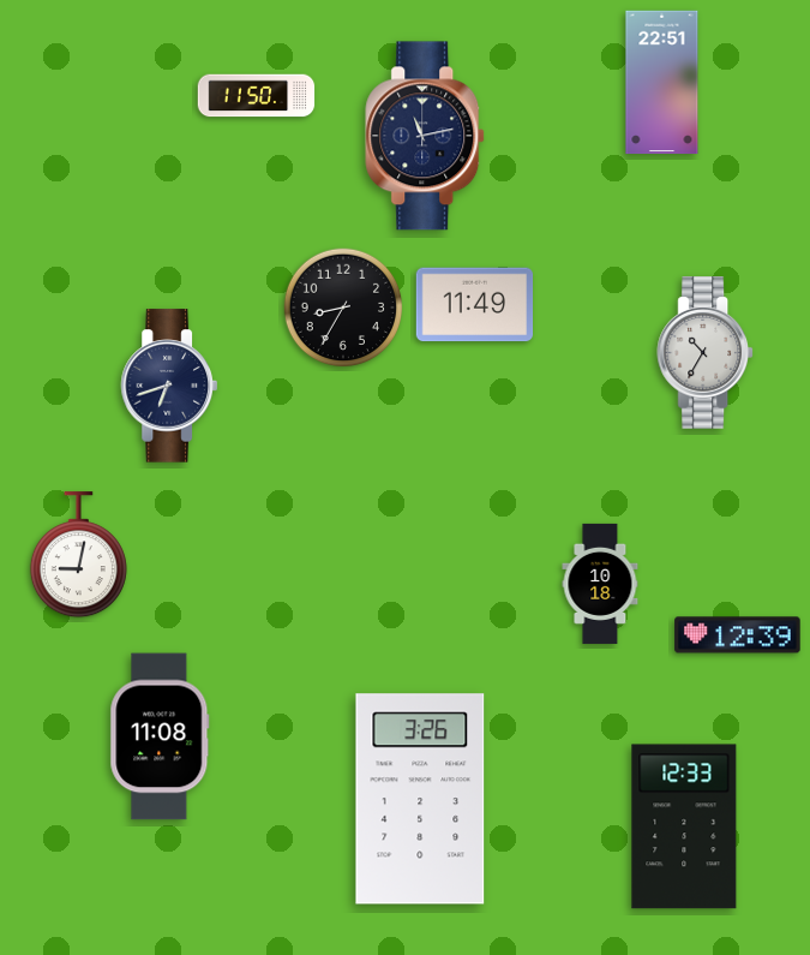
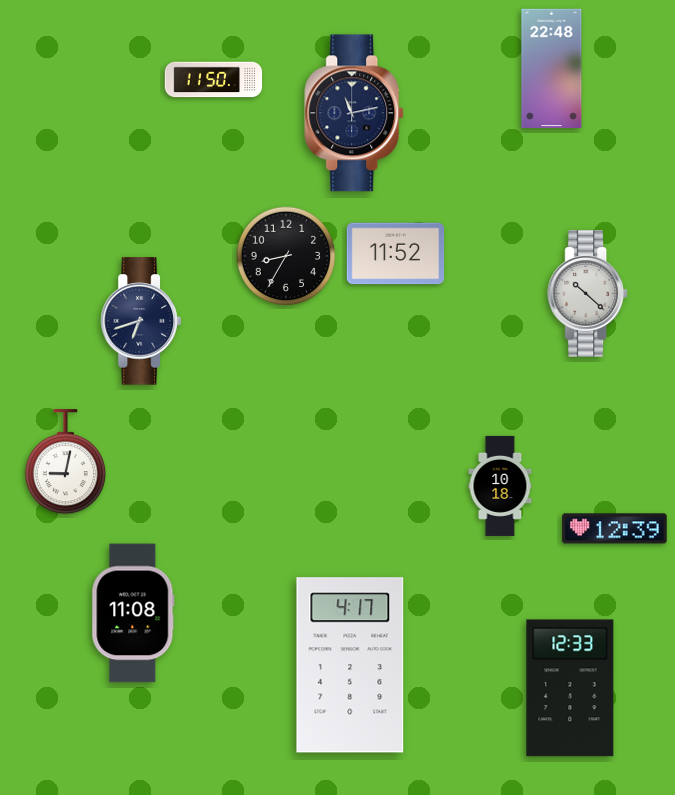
clock at (662, 83): 22:51 -> 22:48
clock at (475, 305): 11:49 -> 11:52
clock at (704, 353): 10:35 -> 10:22
clock at (420, 799): 3:26 -> 4:17
